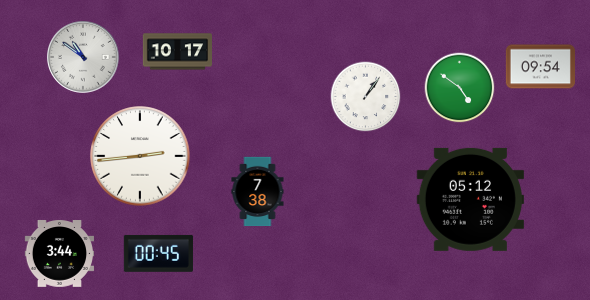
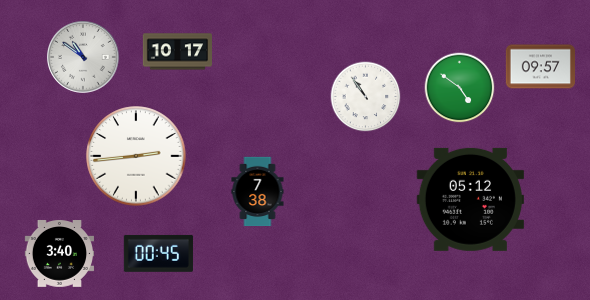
clock at (540, 67): 09:54 -> 09:57
clock at (366, 97): 1:06 -> 10:54
clock at (140, 156) position: (140, 156) -> (136, 156)
clock at (59, 254): 3:44 -> 3:40
